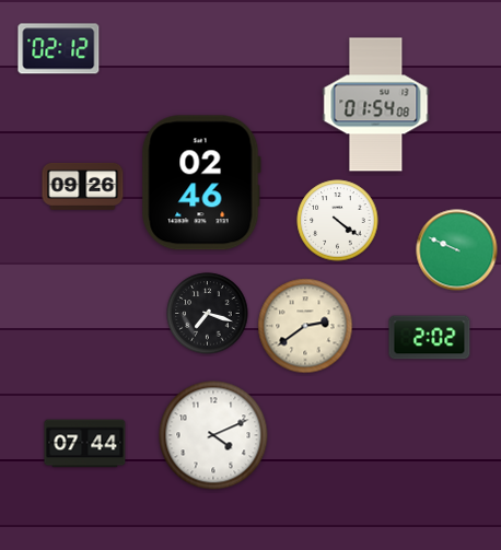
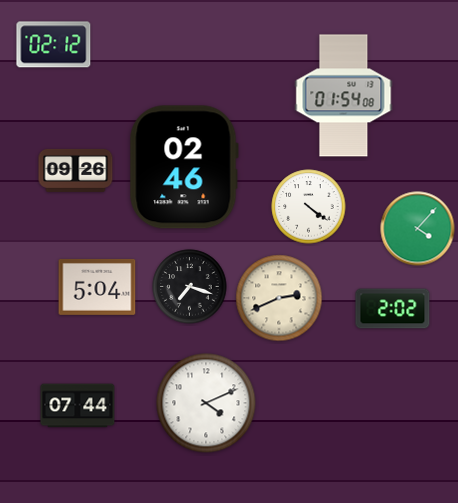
clock at (338, 221) position: (338, 221) -> (309, 207)
clock at (457, 250): 9:49 -> 4:07
clock at (97, 287): none -> 5:04
clock at (305, 326): 2:39 -> 2:41
clock at (213, 435) position: (213, 435) -> (206, 403)
